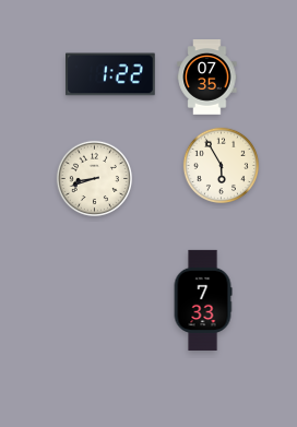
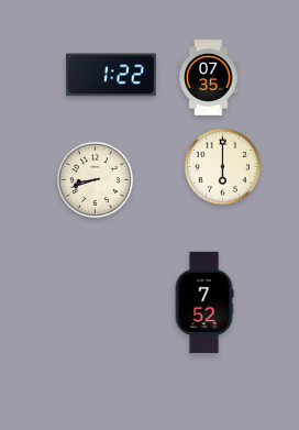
clock at (221, 165): 5:55 -> 6:00
clock at (203, 300): 7:33 -> 7:52
